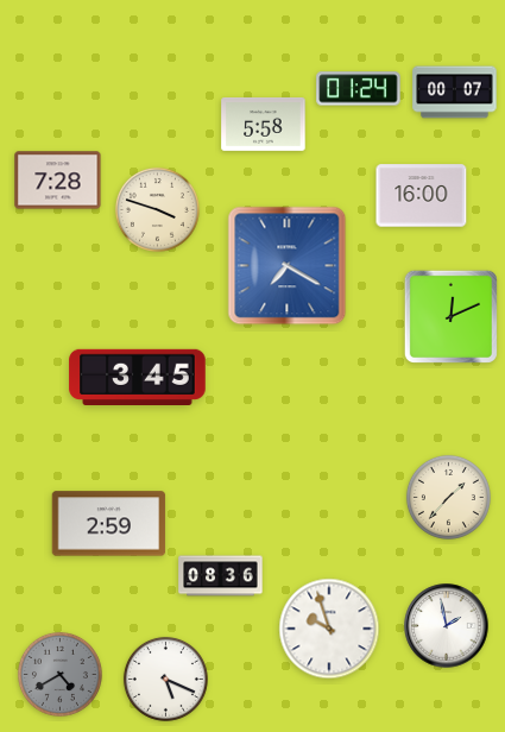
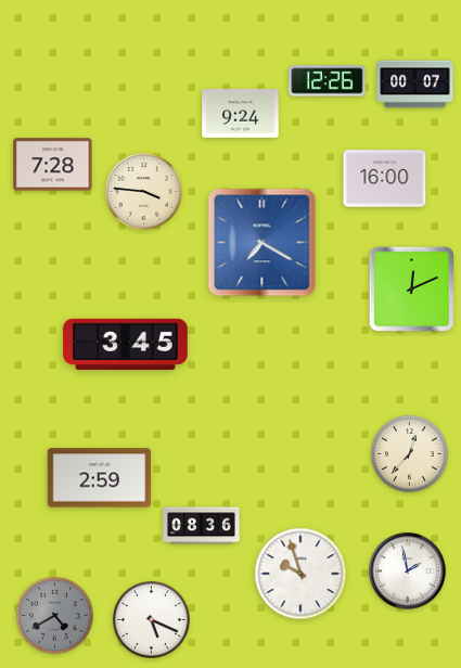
clock at (359, 89): 01:24 -> 12:26
clock at (264, 125): 5:58 -> 9:24
clock at (157, 209): 3:48 -> 3:46
clock at (448, 497): 1:37 -> 12:37
